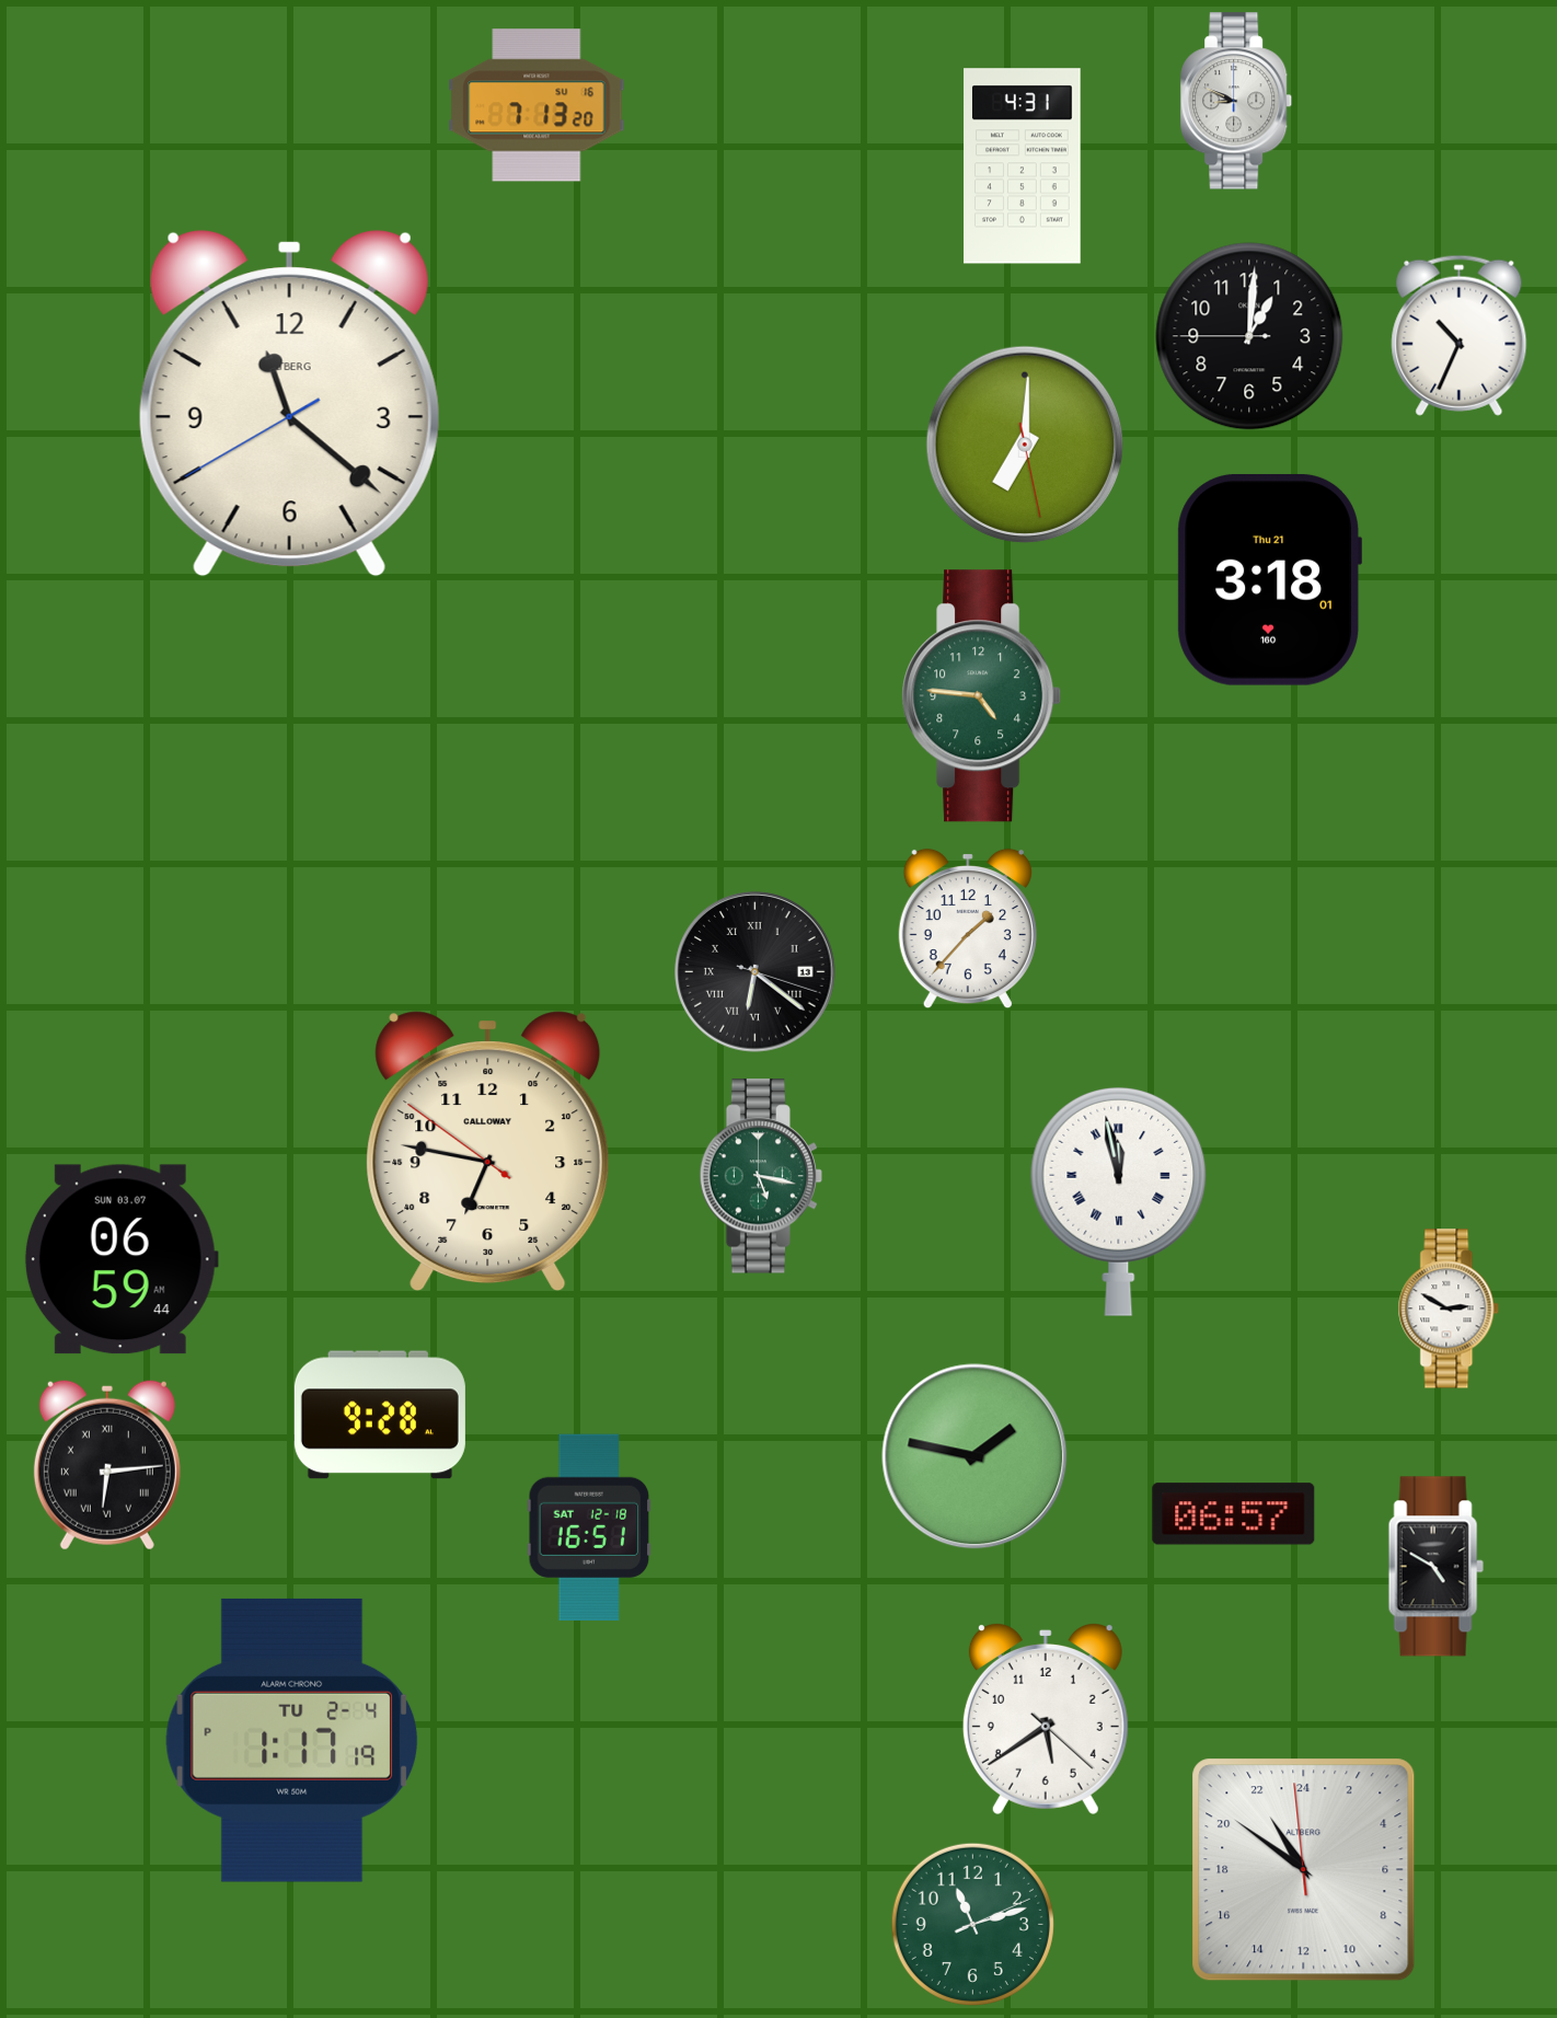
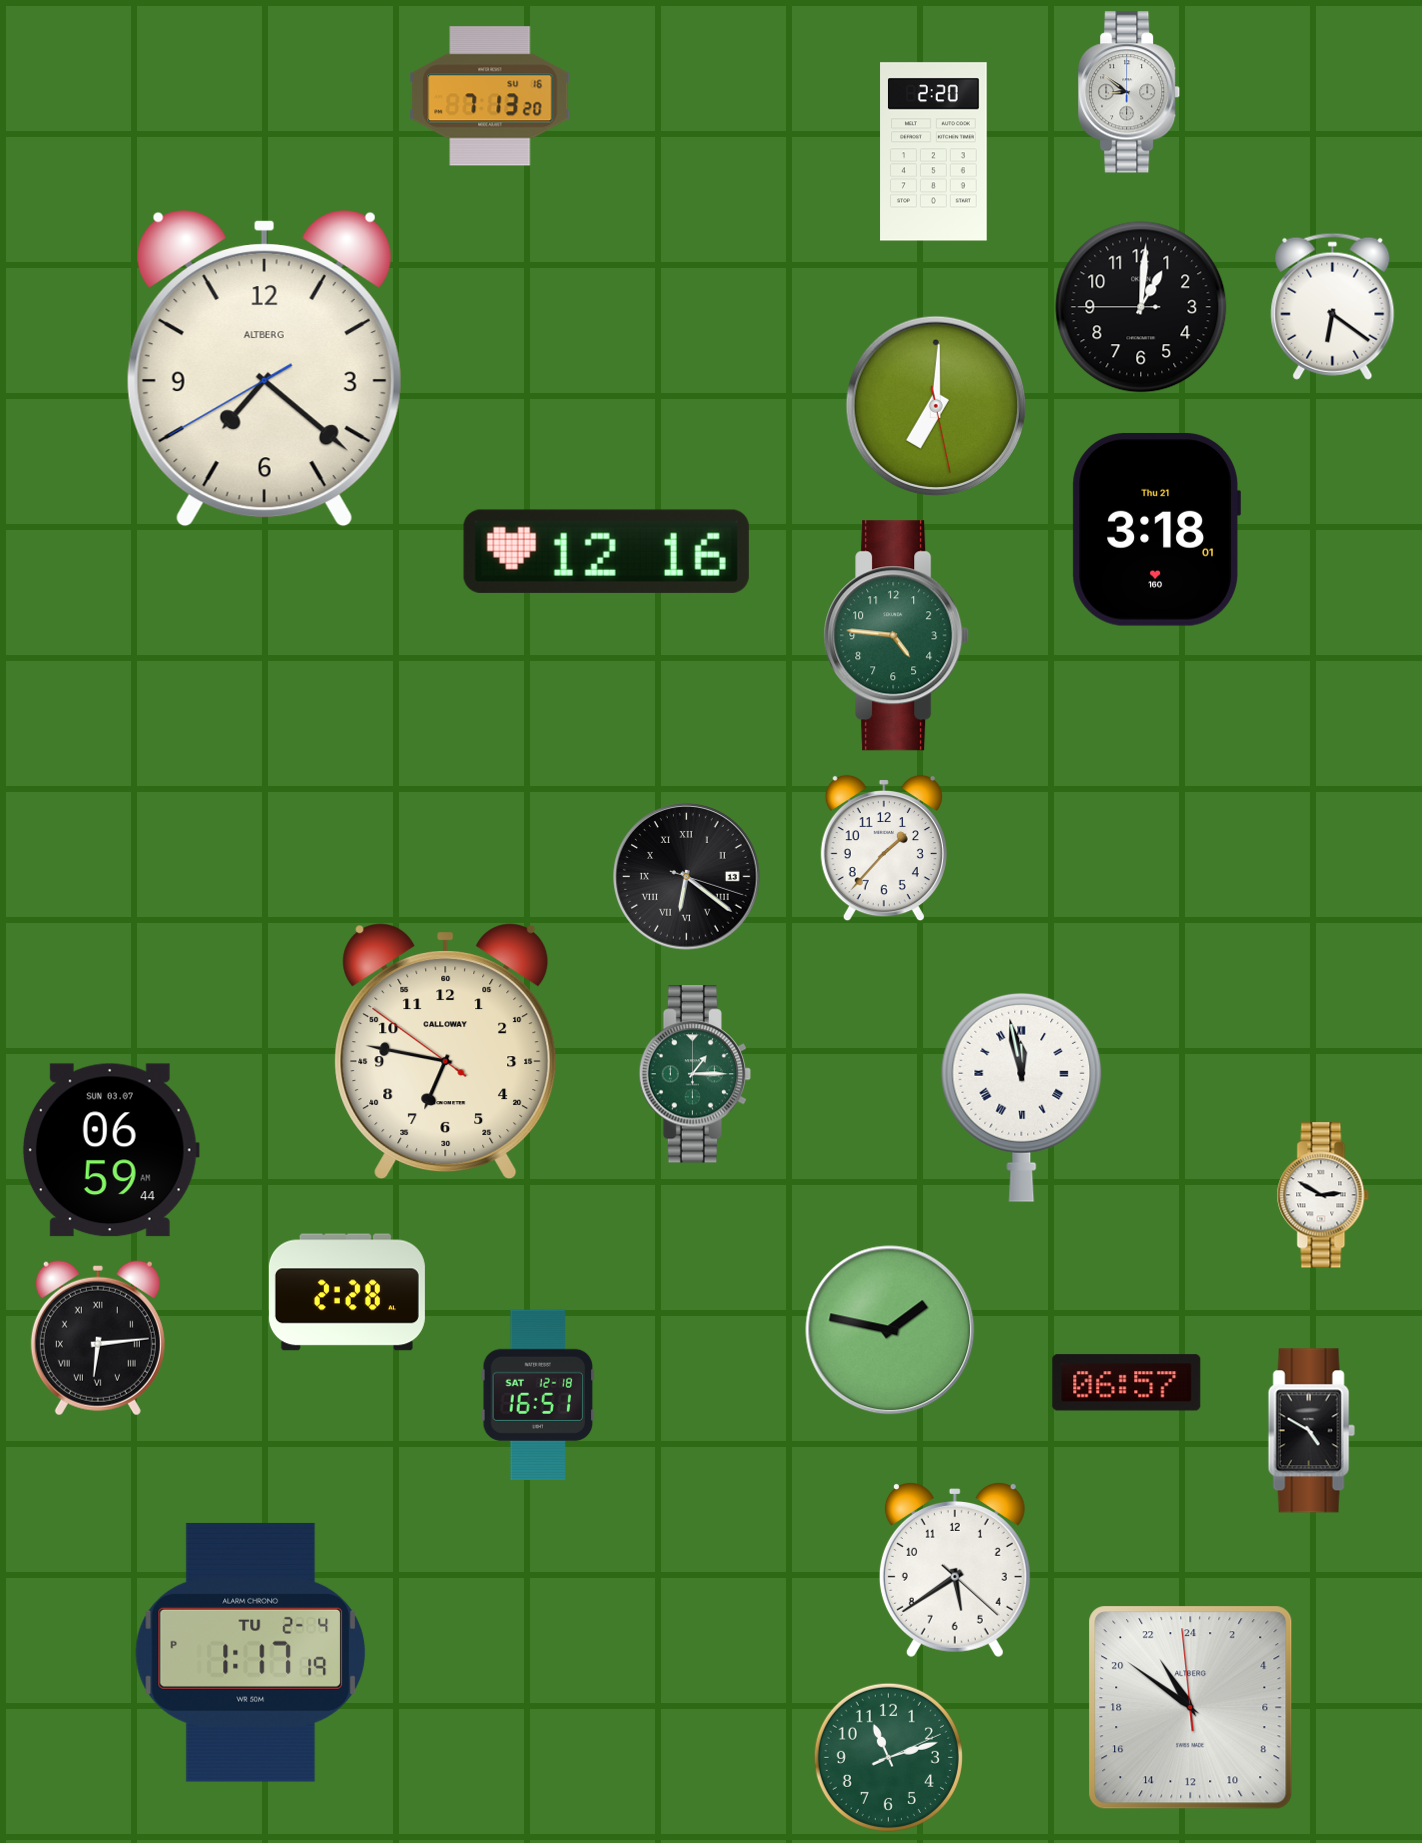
clock at (1237, 101): 8:49 -> 8:51
clock at (1023, 166): 4:31 -> 2:20
clock at (1460, 335): 10:34 -> 6:21
clock at (289, 403): 11:21 -> 7:21
clock at (1269, 579) position: (1269, 579) -> (1156, 529)
clock at (606, 551): none -> 12:16
clock at (756, 972) position: (756, 972) -> (687, 877)
clock at (761, 1176): 5:17 -> 1:15
clock at (380, 1415): 9:28 -> 2:28
clock at (291, 1740) position: (291, 1740) -> (250, 1652)
